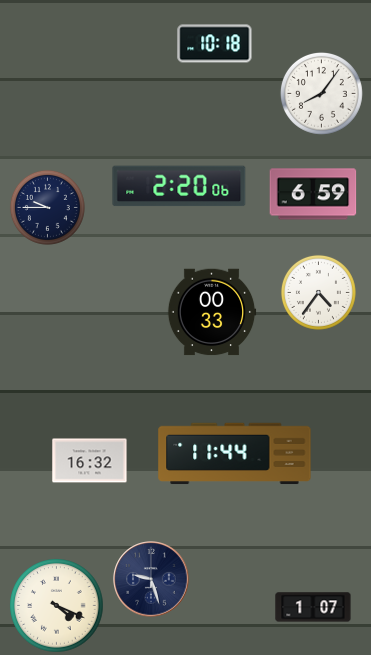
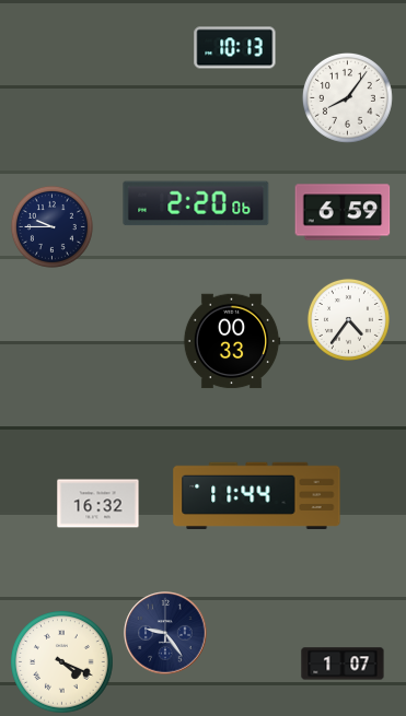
clock at (215, 44): 10:18 -> 10:13
clock at (321, 93) position: (321, 93) -> (347, 97)
clock at (151, 579): 9:27 -> 9:24
